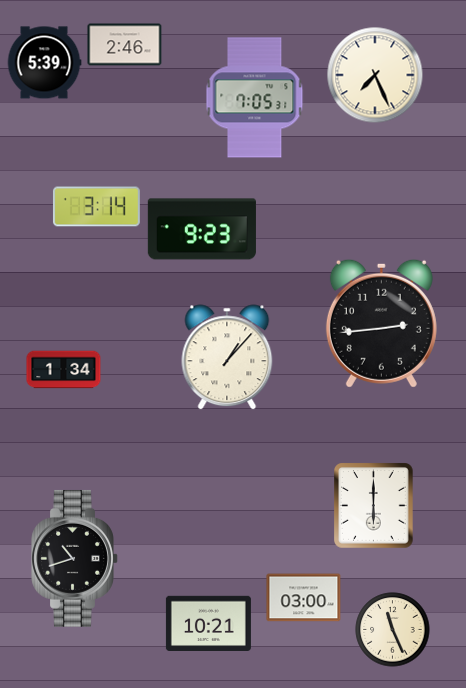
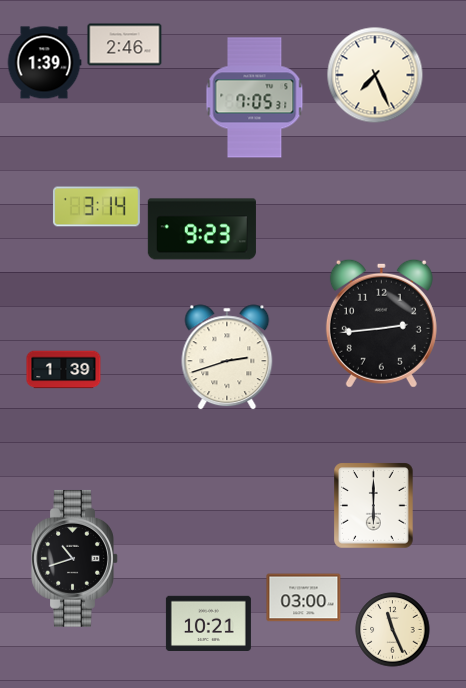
clock at (44, 63): 5:39 -> 1:39
clock at (227, 357): 1:07 -> 2:42
clock at (64, 370): 1:34 -> 1:39
